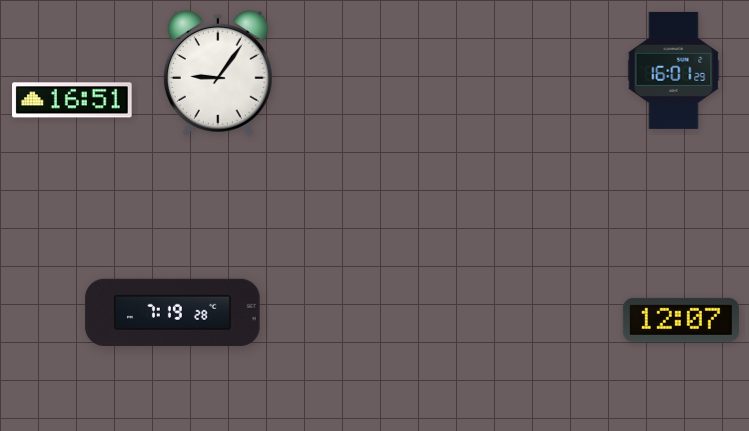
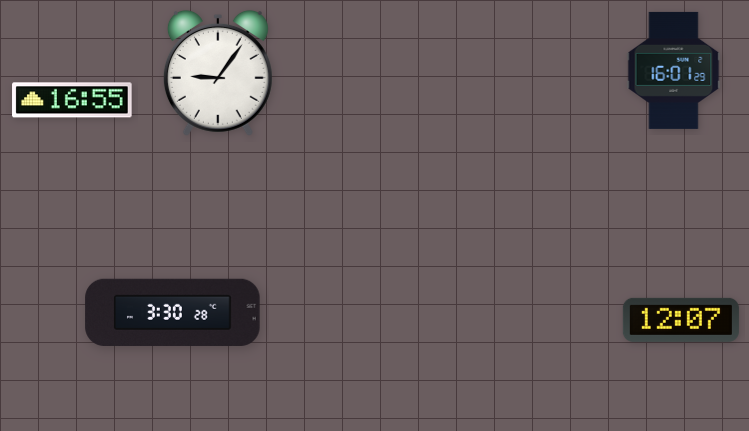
clock at (72, 100): 16:51 -> 16:55
clock at (173, 312): 7:19 -> 3:30
